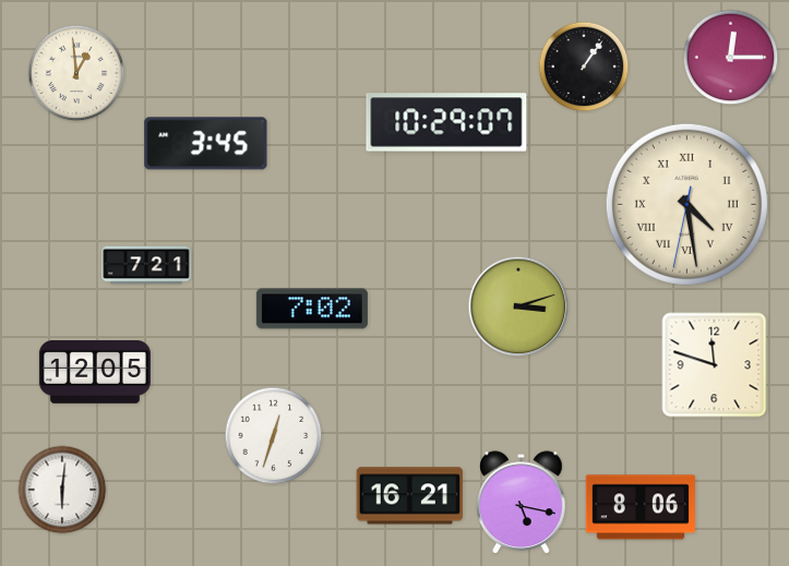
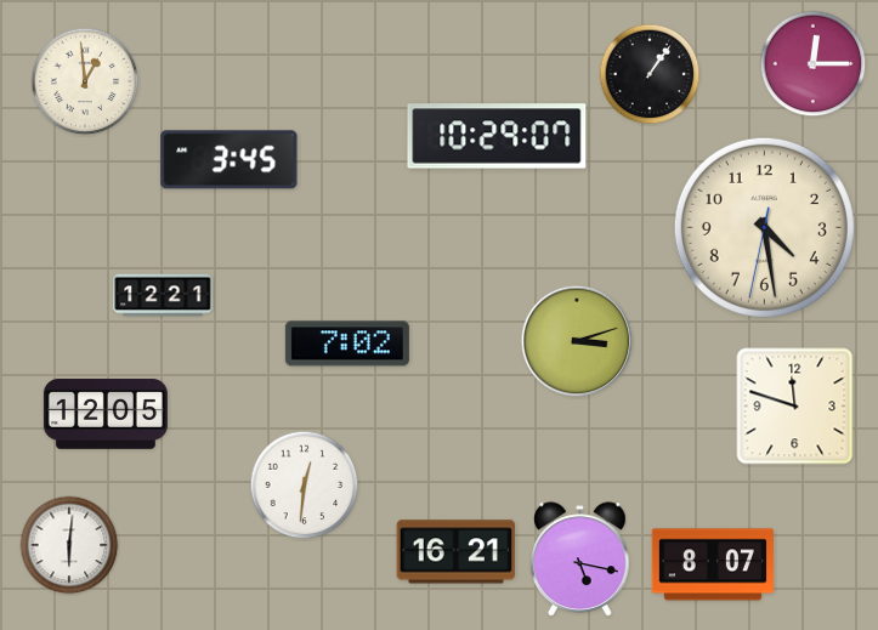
clock at (686, 204) numerals: Roman -> Arabic
clock at (146, 265): 7:21 -> 12:21
clock at (274, 436): 12:33 -> 12:31
clock at (641, 507): 8:06 -> 8:07
